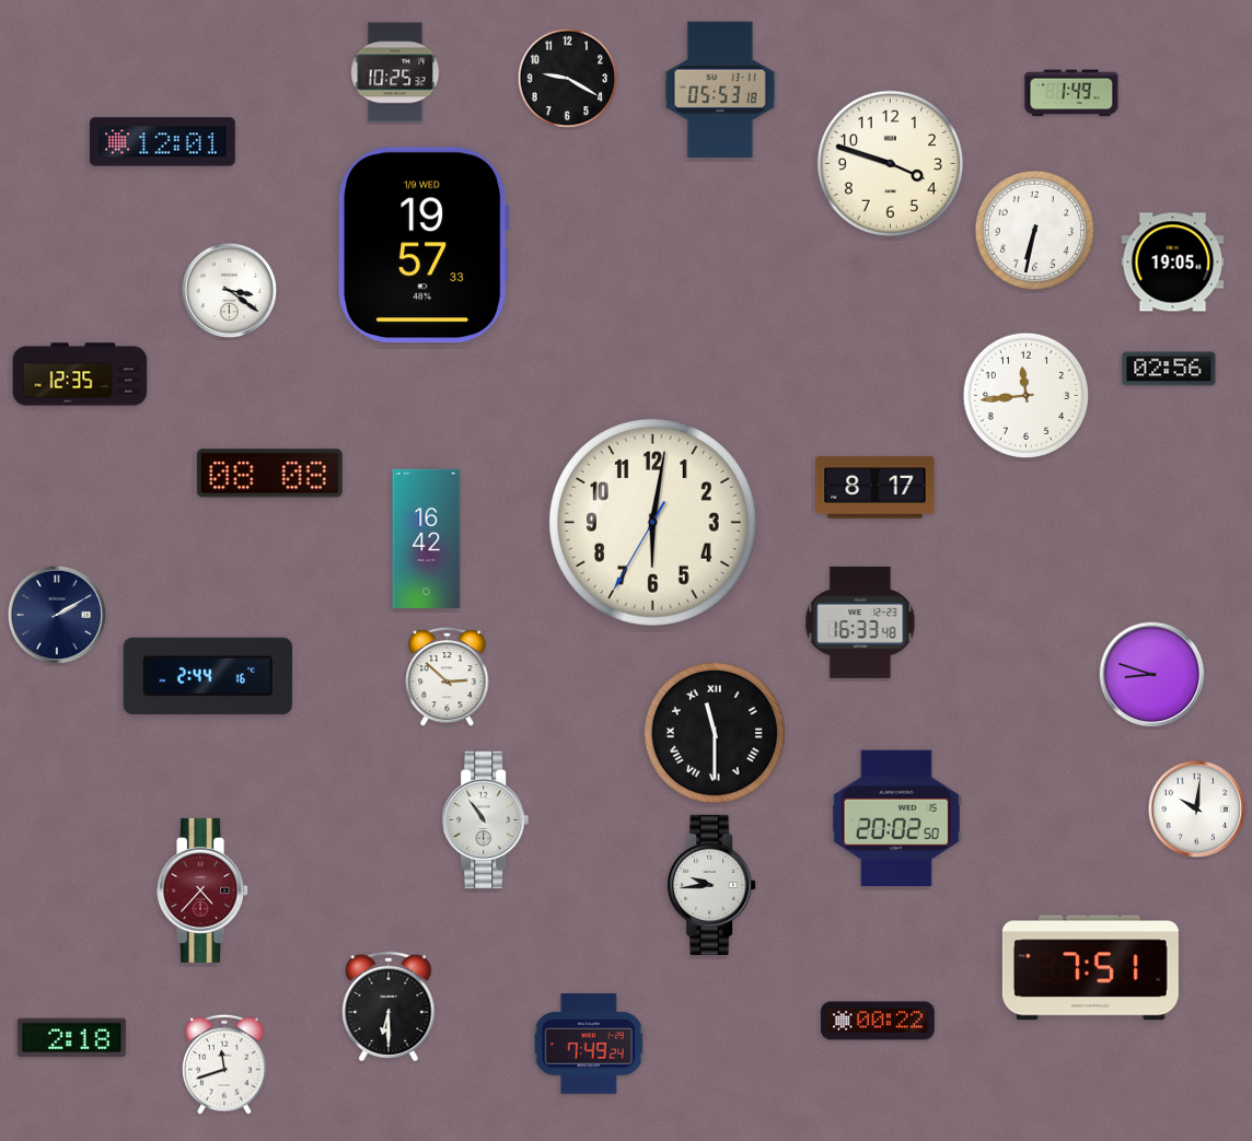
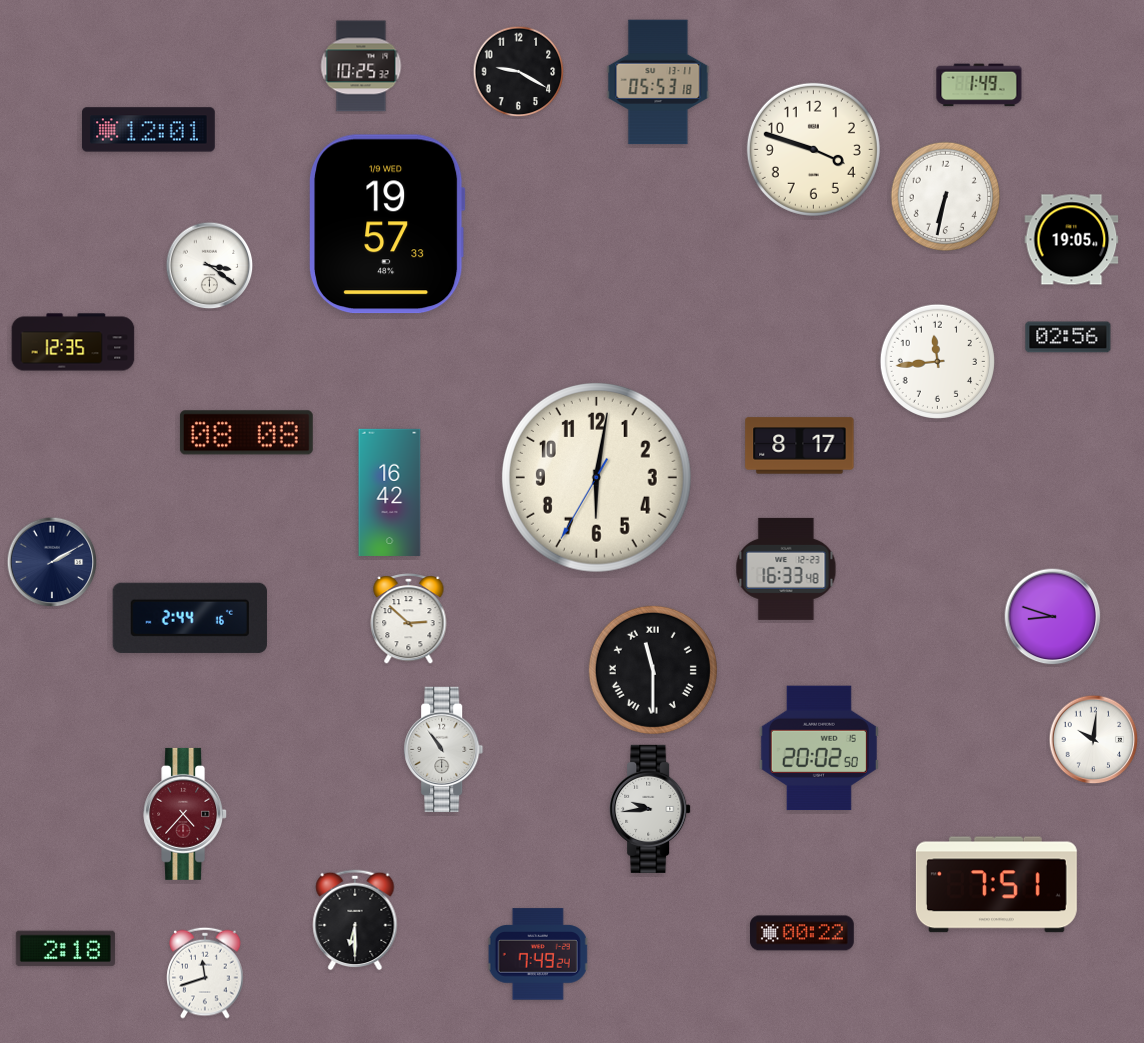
clock at (1034, 230) position: (1034, 230) -> (945, 196)
